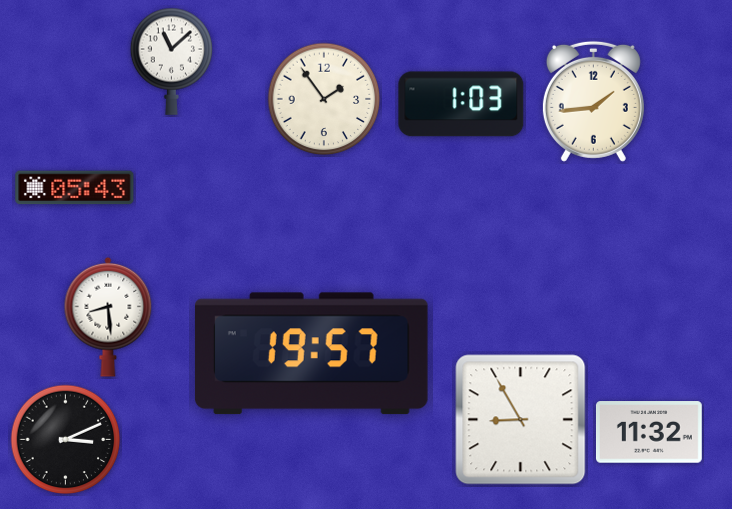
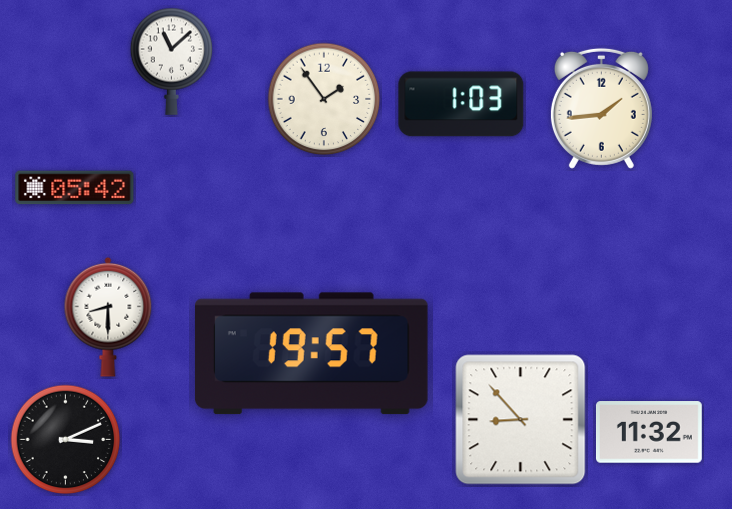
clock at (593, 101) position: (593, 101) -> (601, 108)
clock at (75, 188): 05:43 -> 05:42
clock at (108, 317): 8:29 -> 8:30
clock at (521, 420): 8:55 -> 8:53
